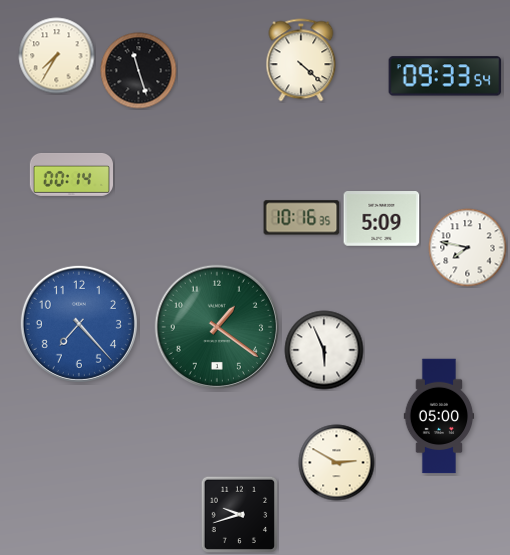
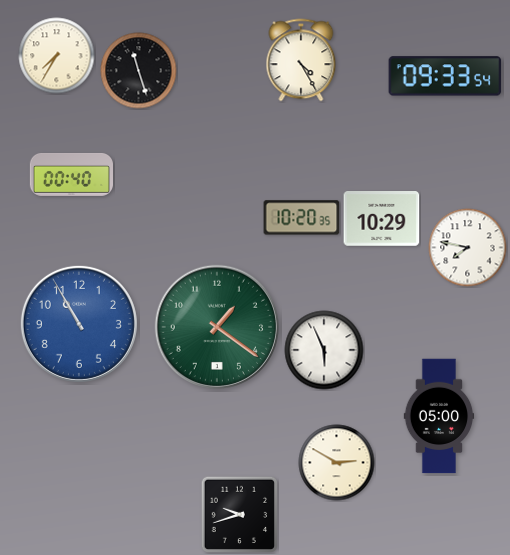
clock at (301, 60): 4:22 -> 4:25
clock at (71, 174): 00:14 -> 00:40
clock at (302, 218): 10:16 -> 10:20
clock at (382, 219): 5:09 -> 10:29
clock at (79, 324): 7:23 -> 10:55
